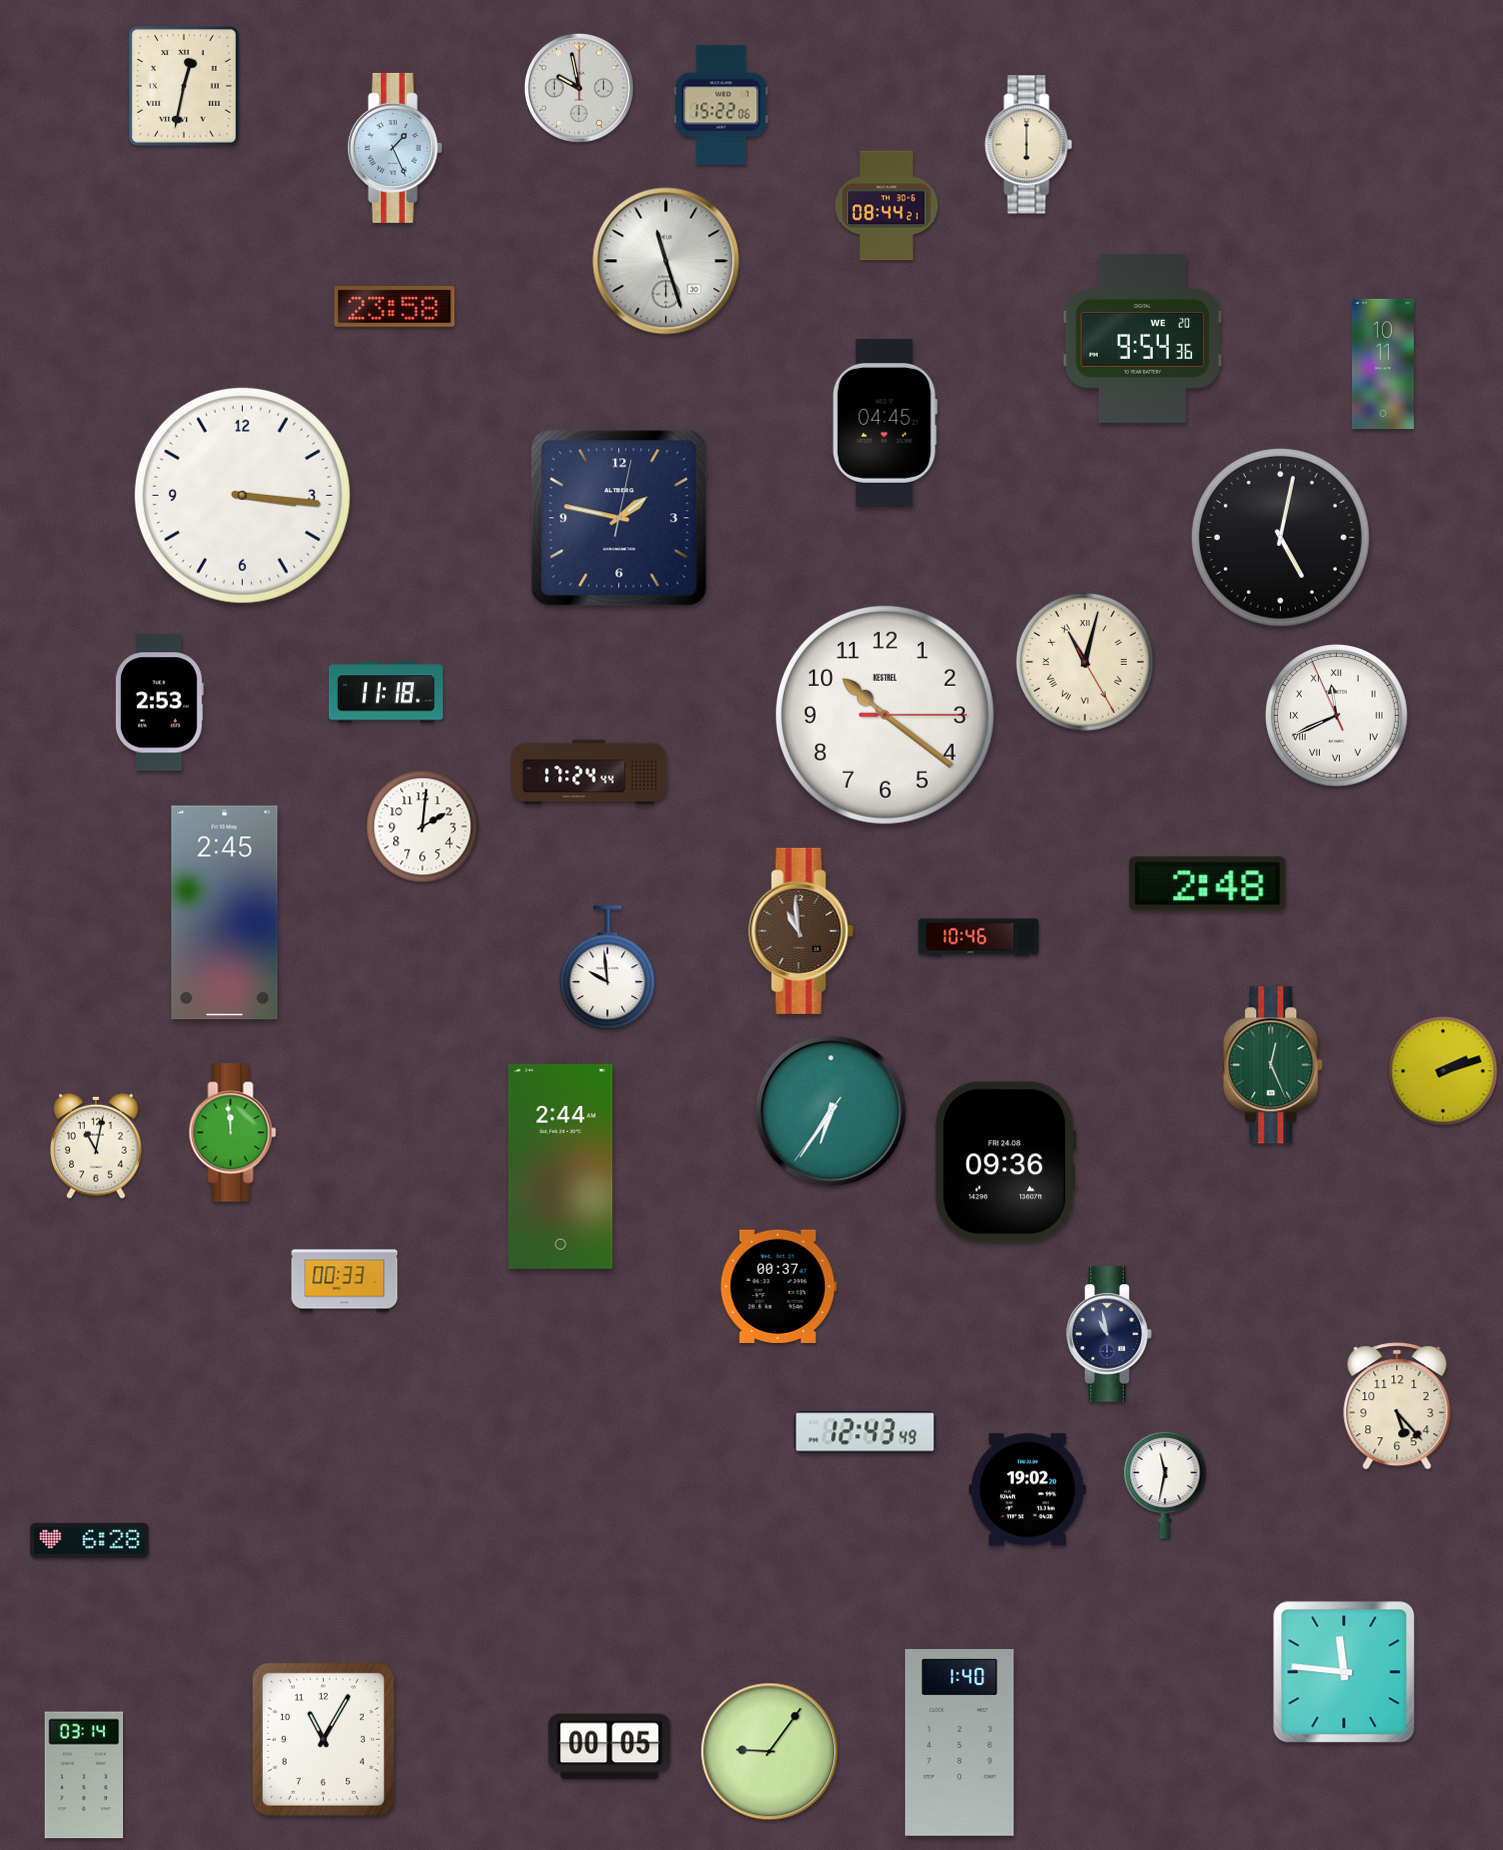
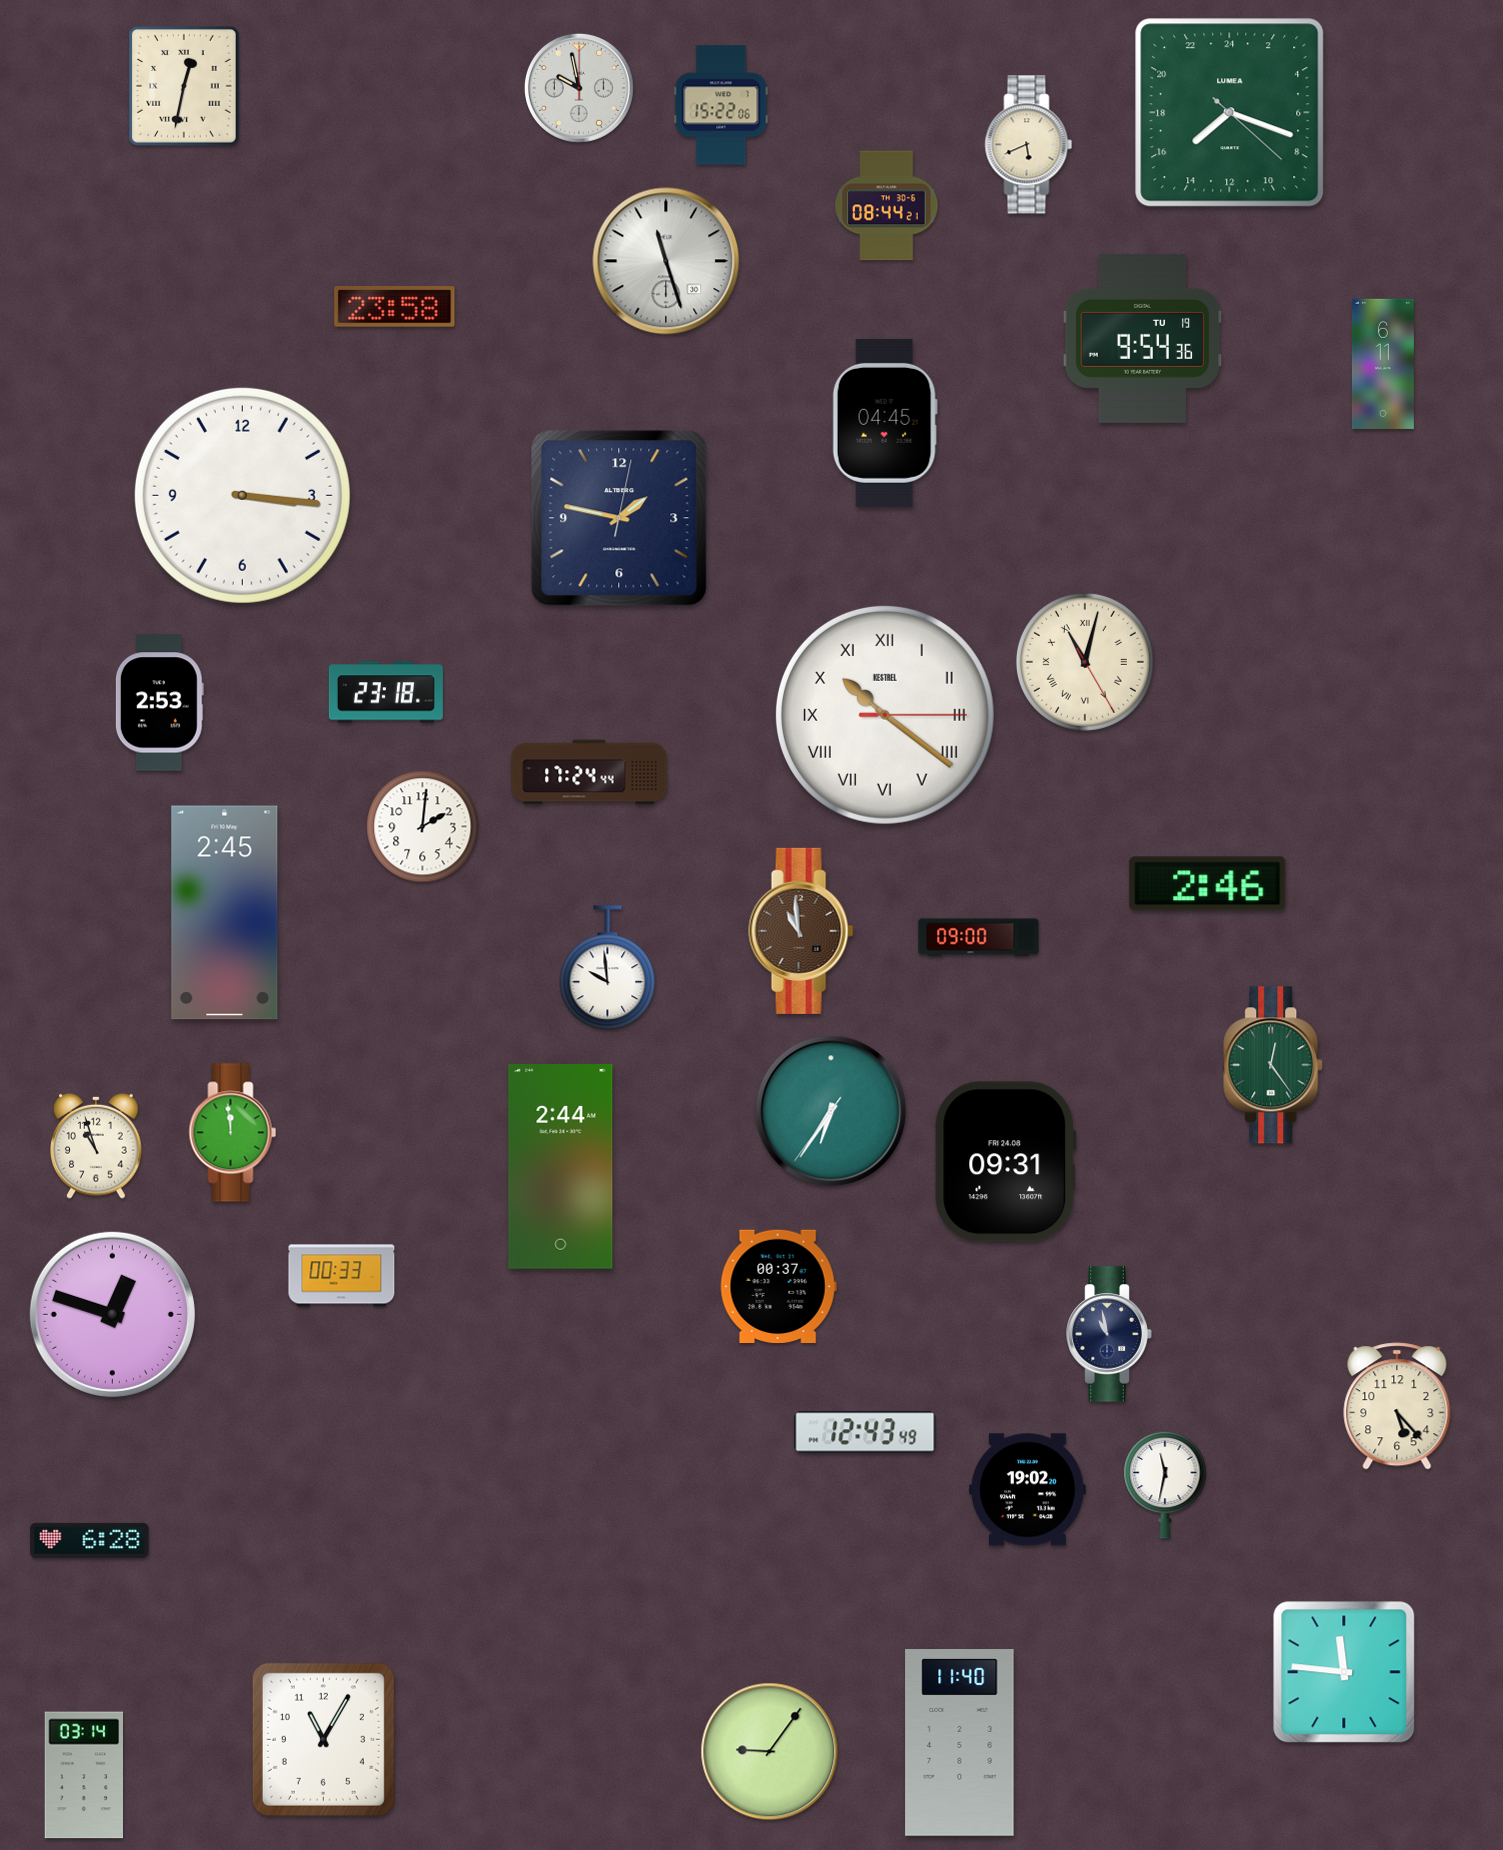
clock at (1230, 113): none -> 15:18
clock at (1029, 145): 6:00 -> 5:41
clock at (395, 148): 1:26 -> none
clock at (1143, 338) date: WE 20 -> TU 19
clock at (1383, 364): 10:11 -> 6:11
clock at (1280, 537): 5:02 -> none
clock at (386, 692): 11:18 -> 23:18
clock at (885, 715) numerals: Arabic -> Roman
clock at (1337, 716): 11:40 -> none
clock at (1208, 884): 2:48 -> 2:46
clock at (979, 938): 10:46 -> 09:00
clock at (1274, 1065): 12:26 -> 12:24
clock at (1443, 1071): 2:12 -> none
clock at (96, 1146): 11:02 -> 10:57
clock at (1006, 1162): 09:36 -> 09:31
clock at (345, 1281) position: (345, 1281) -> (342, 1276)
clock at (112, 1314): none -> 12:48
clock at (960, 1743): 1:40 -> 11:40
clock at (610, 1747): 00:05 -> none
